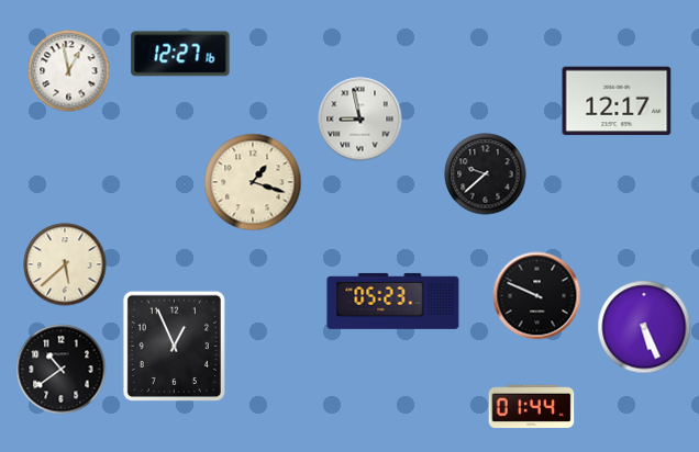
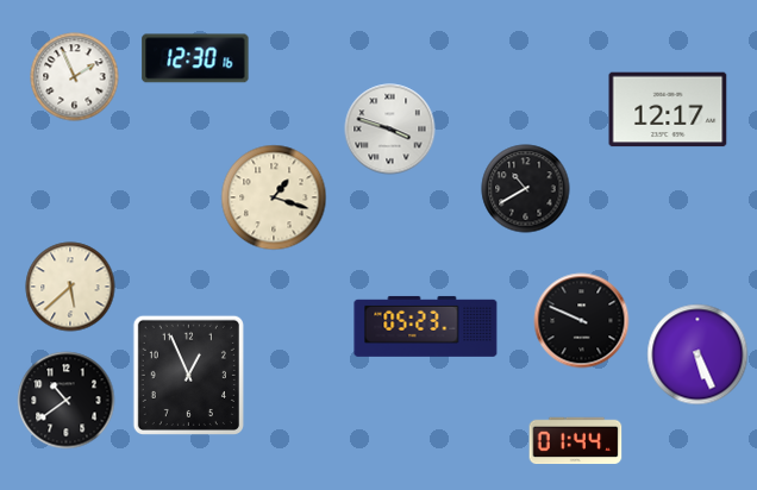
clock at (180, 54): 12:27 -> 12:30
clock at (69, 71): 12:58 -> 1:56
clock at (360, 120): 8:58 -> 3:48
clock at (486, 174): 9:38 -> 10:40
